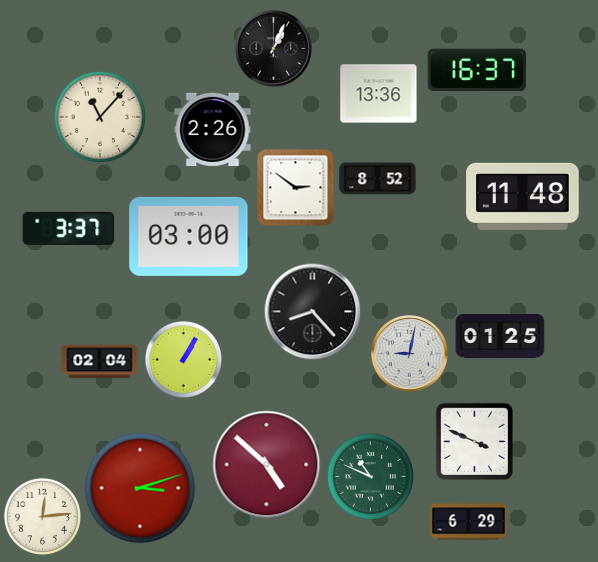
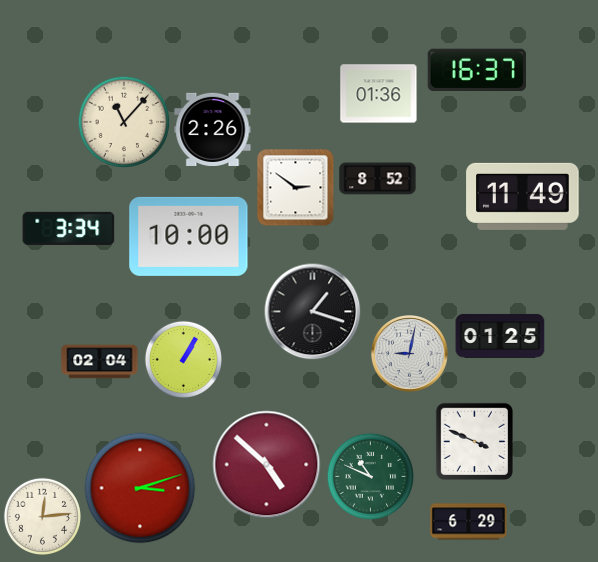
clock at (274, 49): 1:04 -> none
clock at (379, 94): 13:36 -> 01:36
clock at (100, 117) position: (100, 117) -> (124, 122)
clock at (523, 196): 11:48 -> 11:49
clock at (69, 228): 3:37 -> 3:34
clock at (189, 236): 03:00 -> 10:00
clock at (313, 312): 8:23 -> 1:18
